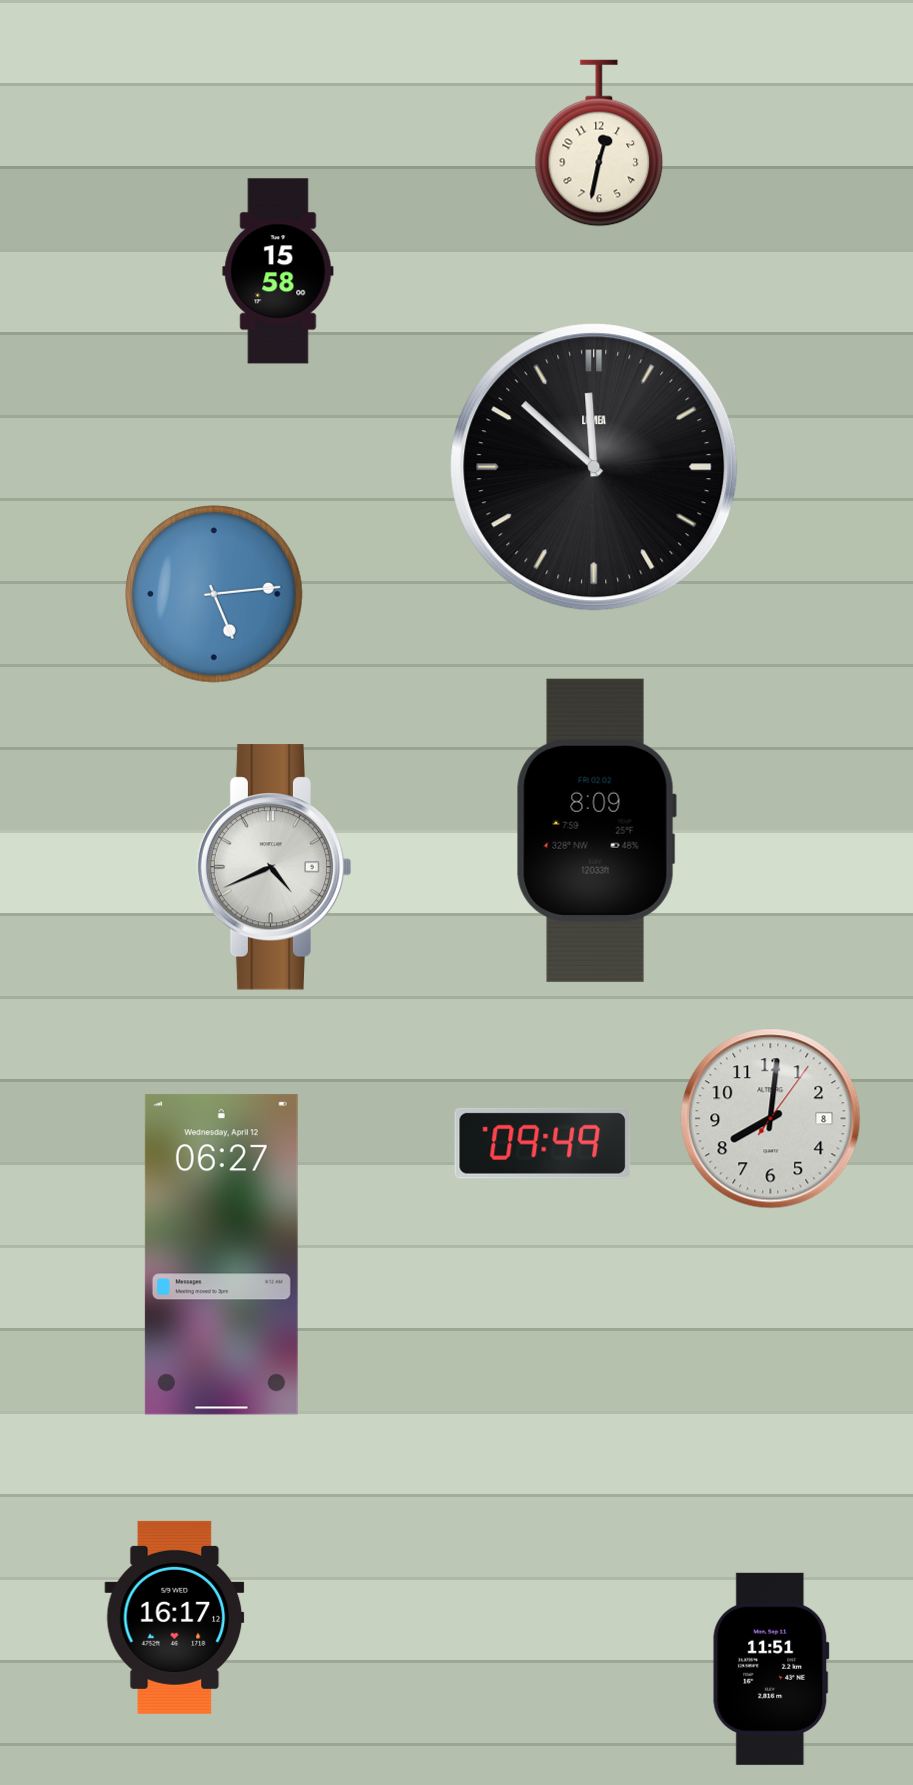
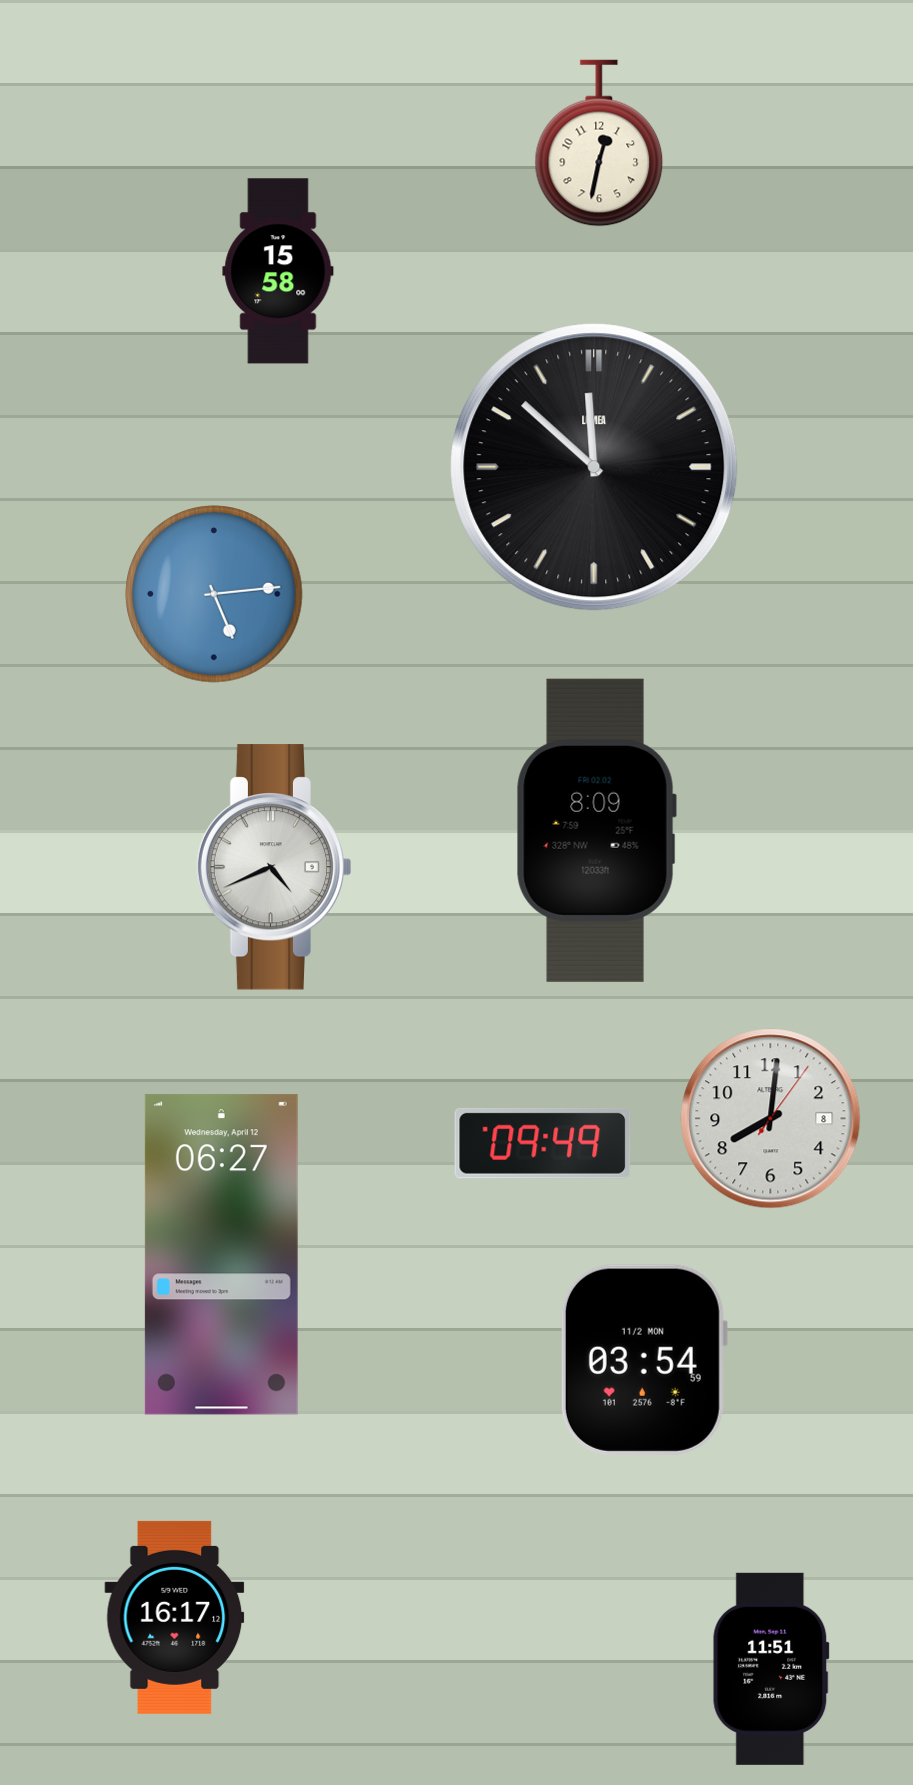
clock at (643, 1360): none -> 03:54
